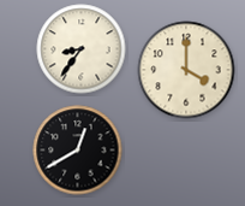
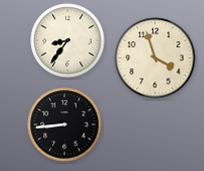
clock at (186, 70): 4:00 -> 3:57
clock at (78, 151): 12:40 -> 8:44
